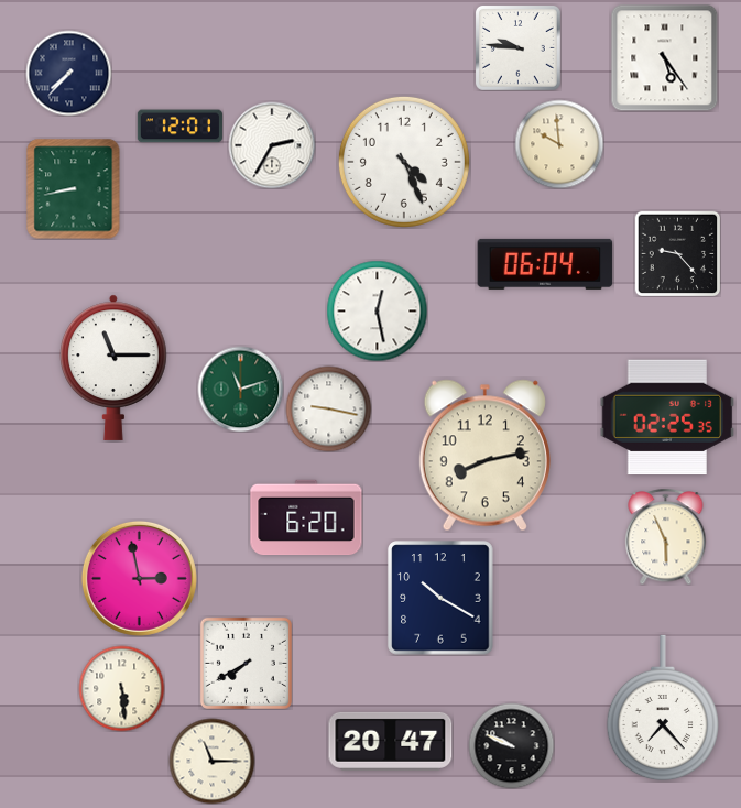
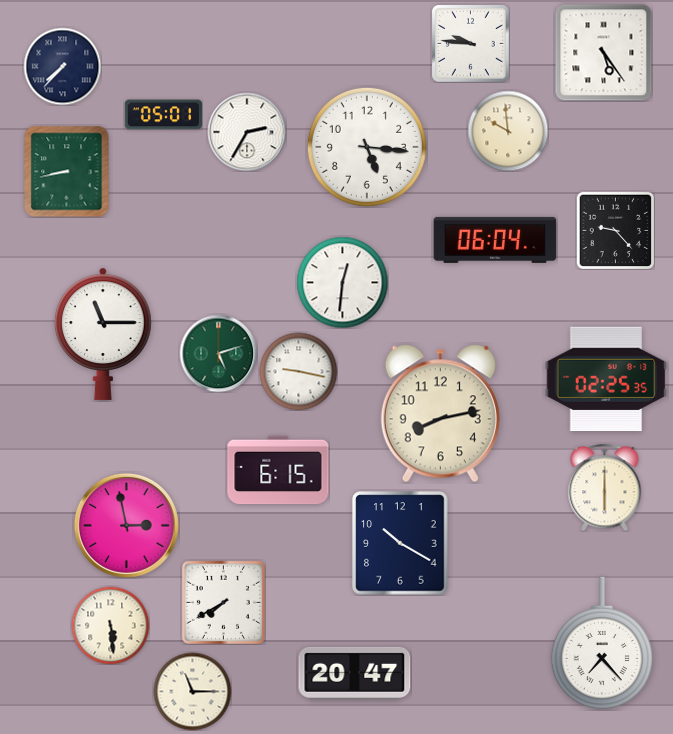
clock at (179, 127): 12:01 -> 05:01
clock at (404, 162): 4:26 -> 5:16
clock at (377, 310): 12:28 -> 12:31
clock at (240, 389): 11:12 -> 5:12
clock at (306, 517): 6:20 -> 6:15
clock at (666, 536): 5:56 -> 6:00
clock at (511, 745): 9:49 -> none
